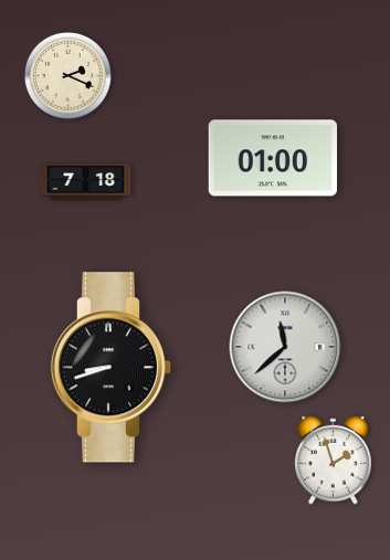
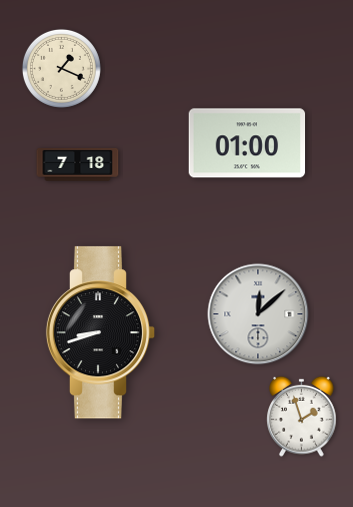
clock at (67, 75): 2:19 -> 1:19
clock at (285, 347): 11:38 -> 12:08
